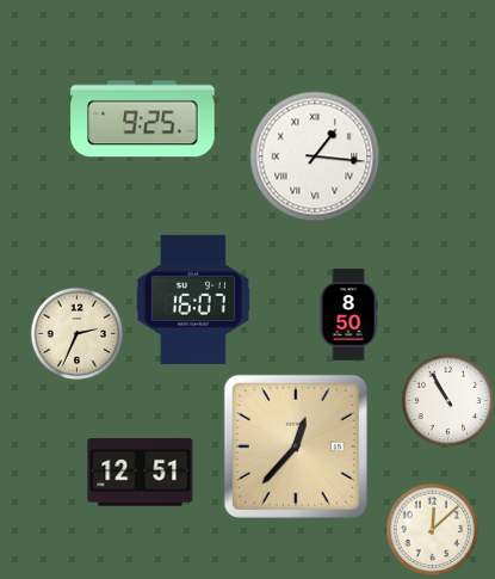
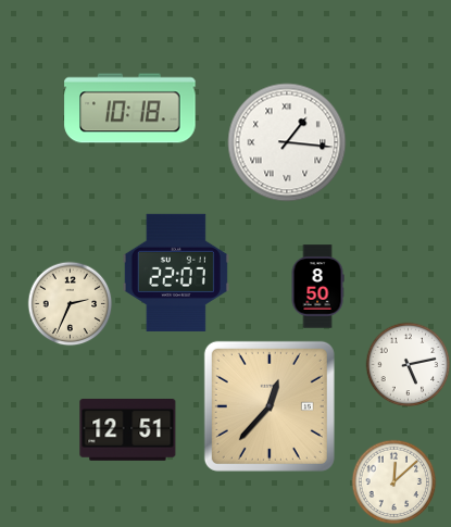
clock at (143, 119): 9:25 -> 10:18
clock at (193, 300): 16:07 -> 22:07
clock at (447, 400): 10:55 -> 5:13
